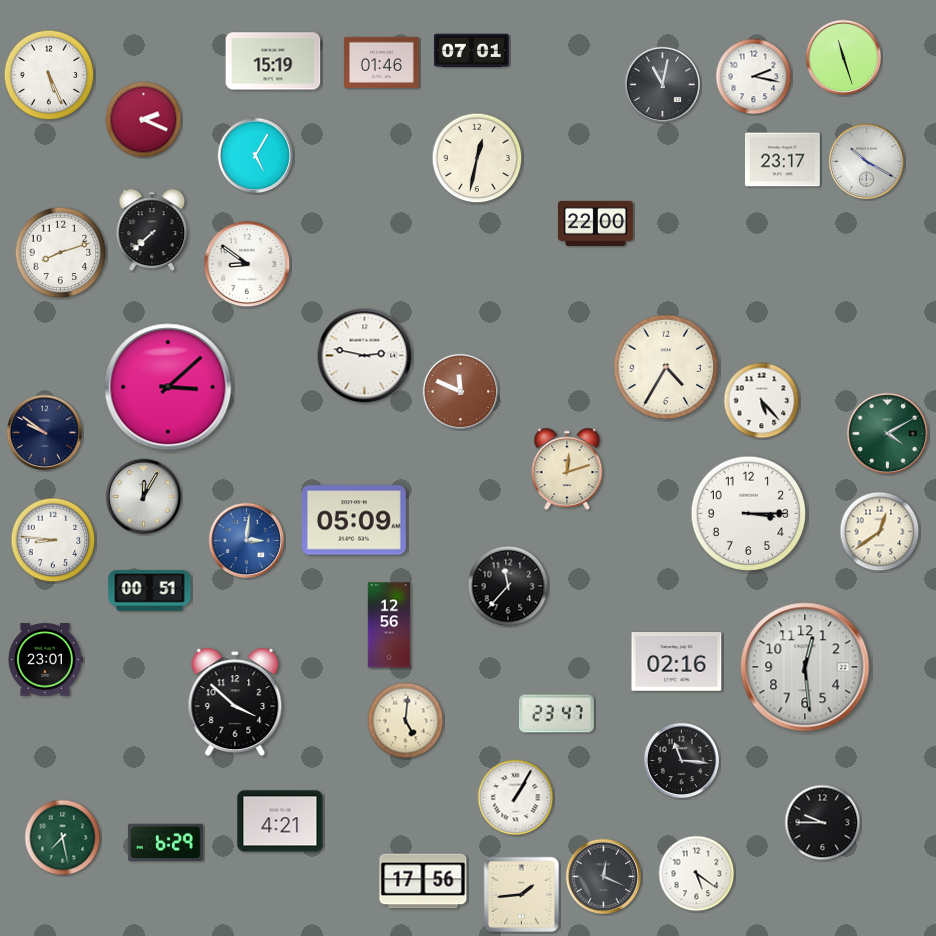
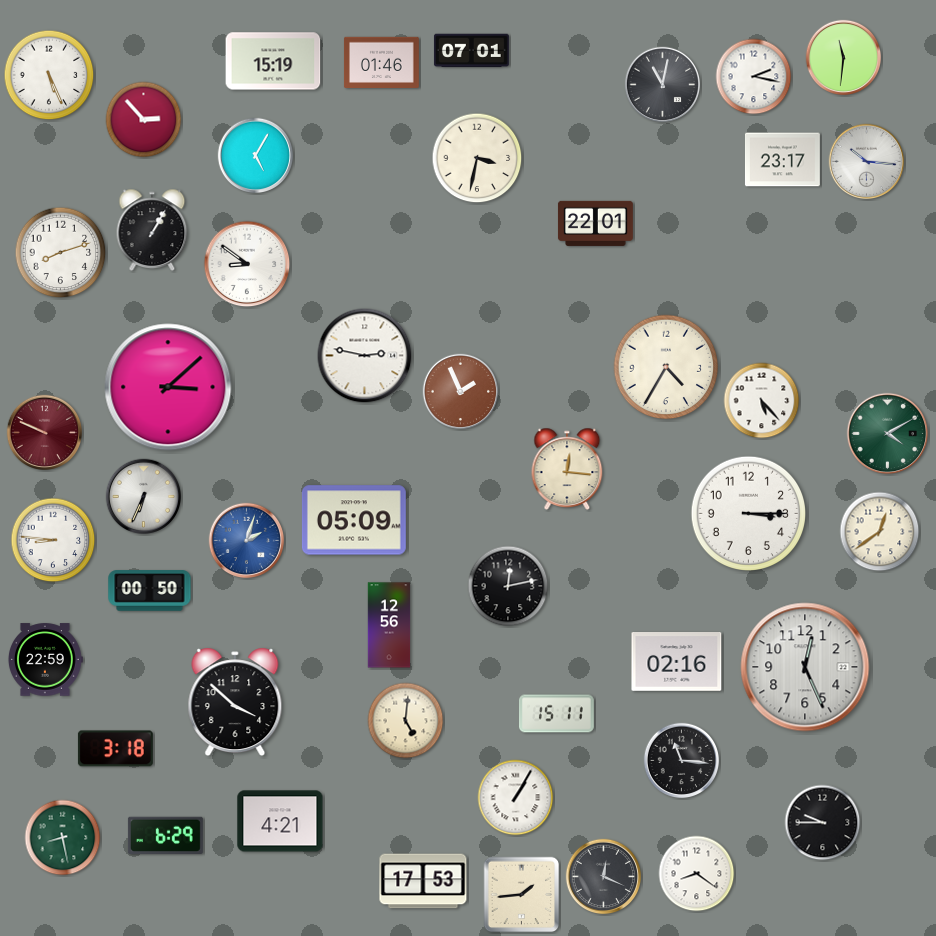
clock at (844, 58): 11:27 -> 11:31
clock at (144, 120): 2:19 -> 2:53
clock at (477, 158): 12:32 -> 3:32
clock at (867, 162): 10:20 -> 10:16
clock at (595, 223): 22:00 -> 22:01
clock at (152, 229): 7:38 -> 1:05
clock at (461, 392): 11:49 -> 1:56
clock at (45, 433): 9:51 -> 9:49
clock at (45, 433) dial: navy -> burgundy
clock at (567, 468): 12:12 -> 12:16
clock at (144, 497): 12:05 -> 6:34
clock at (247, 541): 3:01 -> 2:03
clock at (508, 586): 11:37 -> 12:13
clock at (150, 591): 00:51 -> 00:50
clock at (45, 660): 23:01 -> 22:59
clock at (805, 667): 12:29 -> 12:26
clock at (557, 714): 23:47 -> 15:11
clock at (115, 749): none -> 3:18
clock at (63, 838): 7:28 -> 8:28
clock at (165, 842) position: (165, 842) -> (165, 835)
clock at (697, 874): 5:21 -> 8:21
clock at (423, 881): 17:56 -> 17:53
